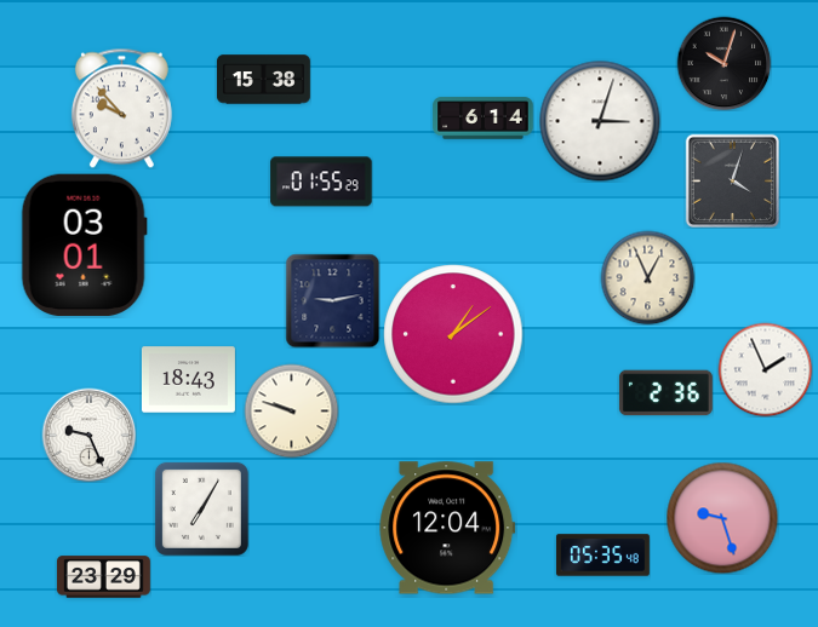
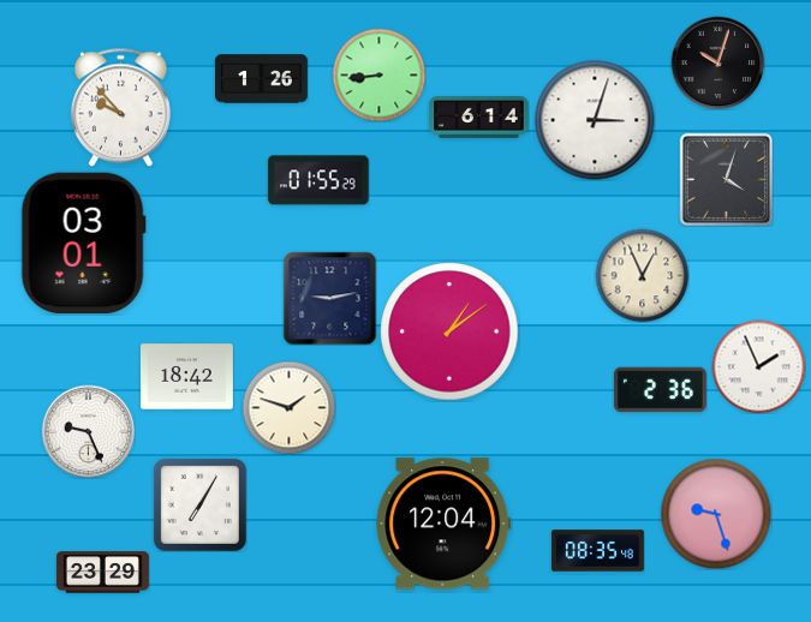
clock at (378, 74): none -> 8:44
clock at (263, 80): 15:38 -> 1:26
clock at (188, 380): 18:43 -> 18:42
clock at (291, 410): 9:48 -> 1:48
clock at (602, 556): 05:35 -> 08:35
